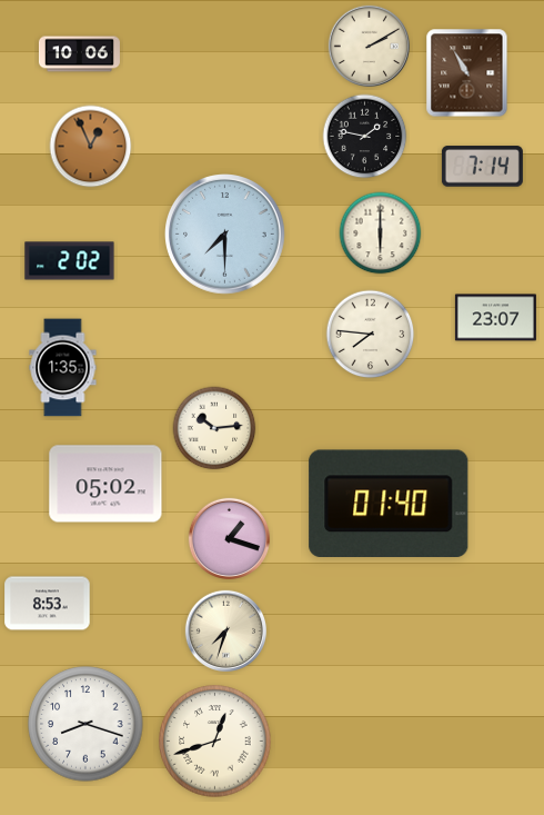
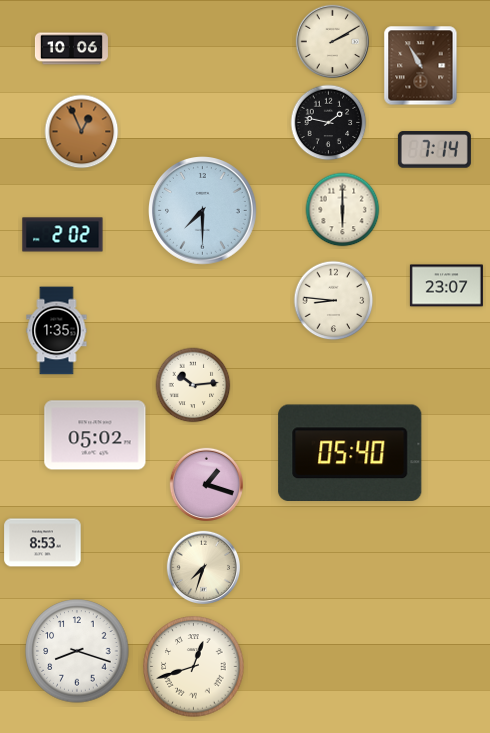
clock at (371, 335): 7:46 -> 8:46
clock at (389, 503): 01:40 -> 05:40
